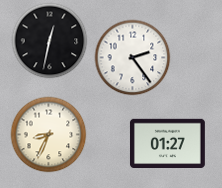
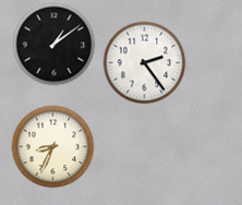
clock at (50, 41): 12:32 -> 1:09
clock at (167, 144): 01:27 -> none
